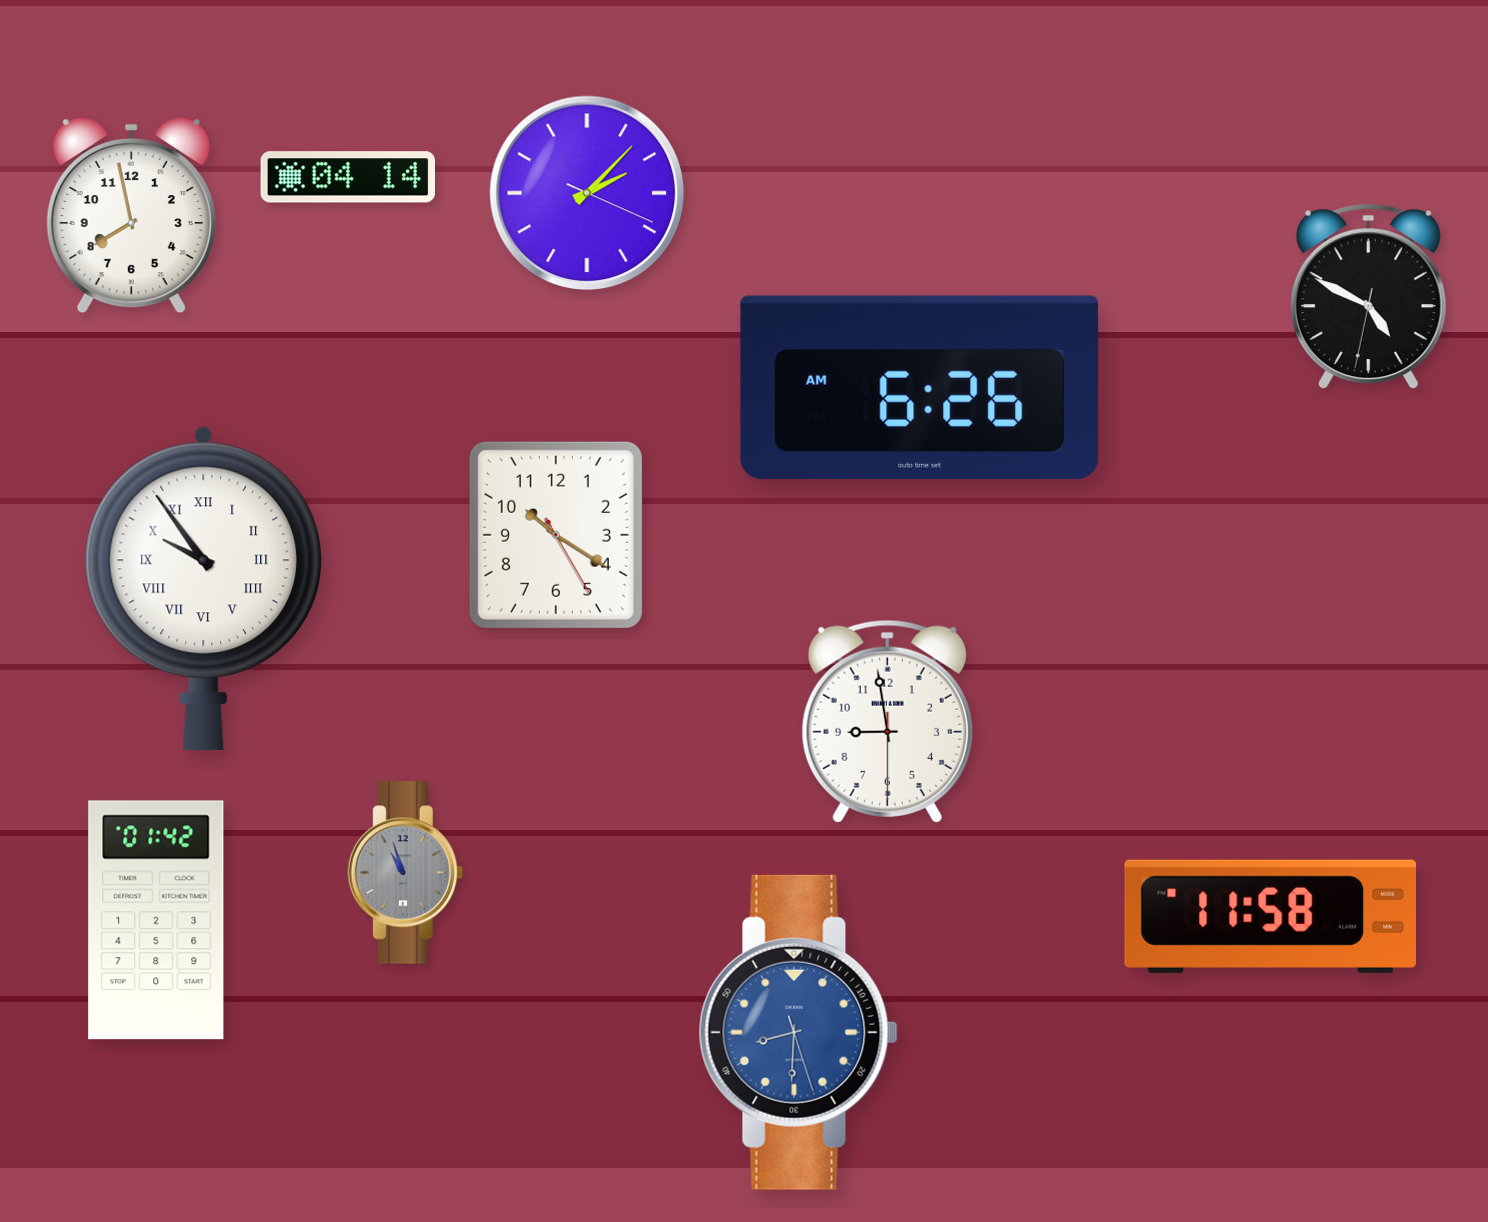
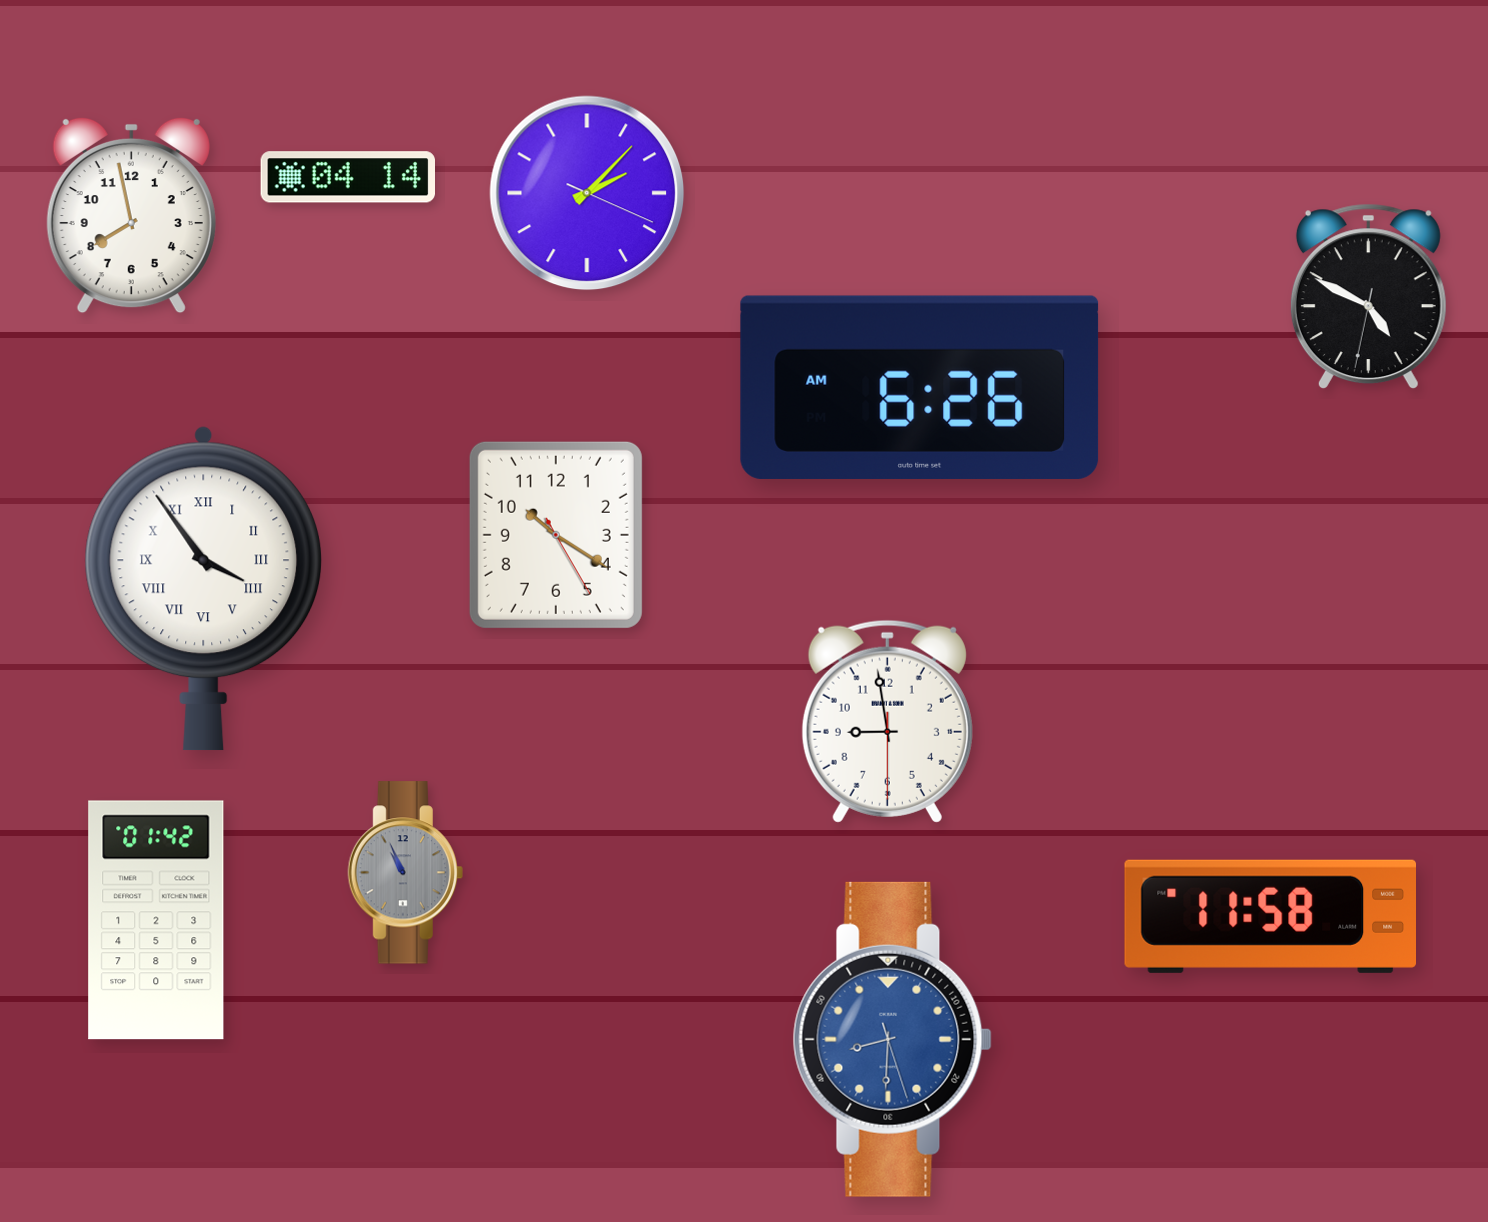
clock at (204, 588): 9:54 -> 3:54
clock at (405, 873): 10:57 -> 10:56
clock at (798, 1032) position: (798, 1032) -> (892, 1039)
